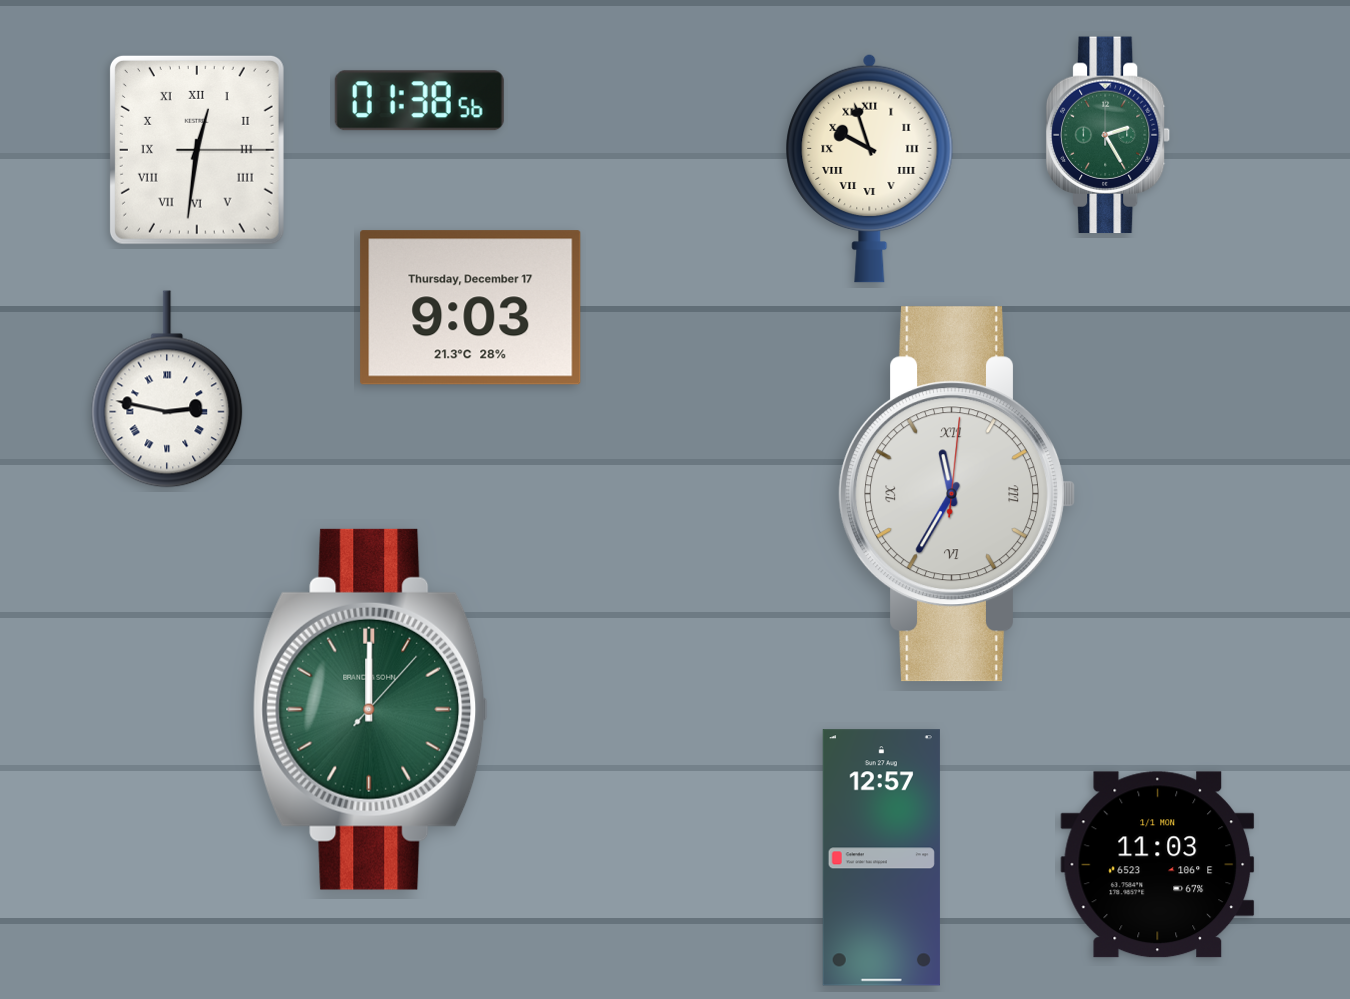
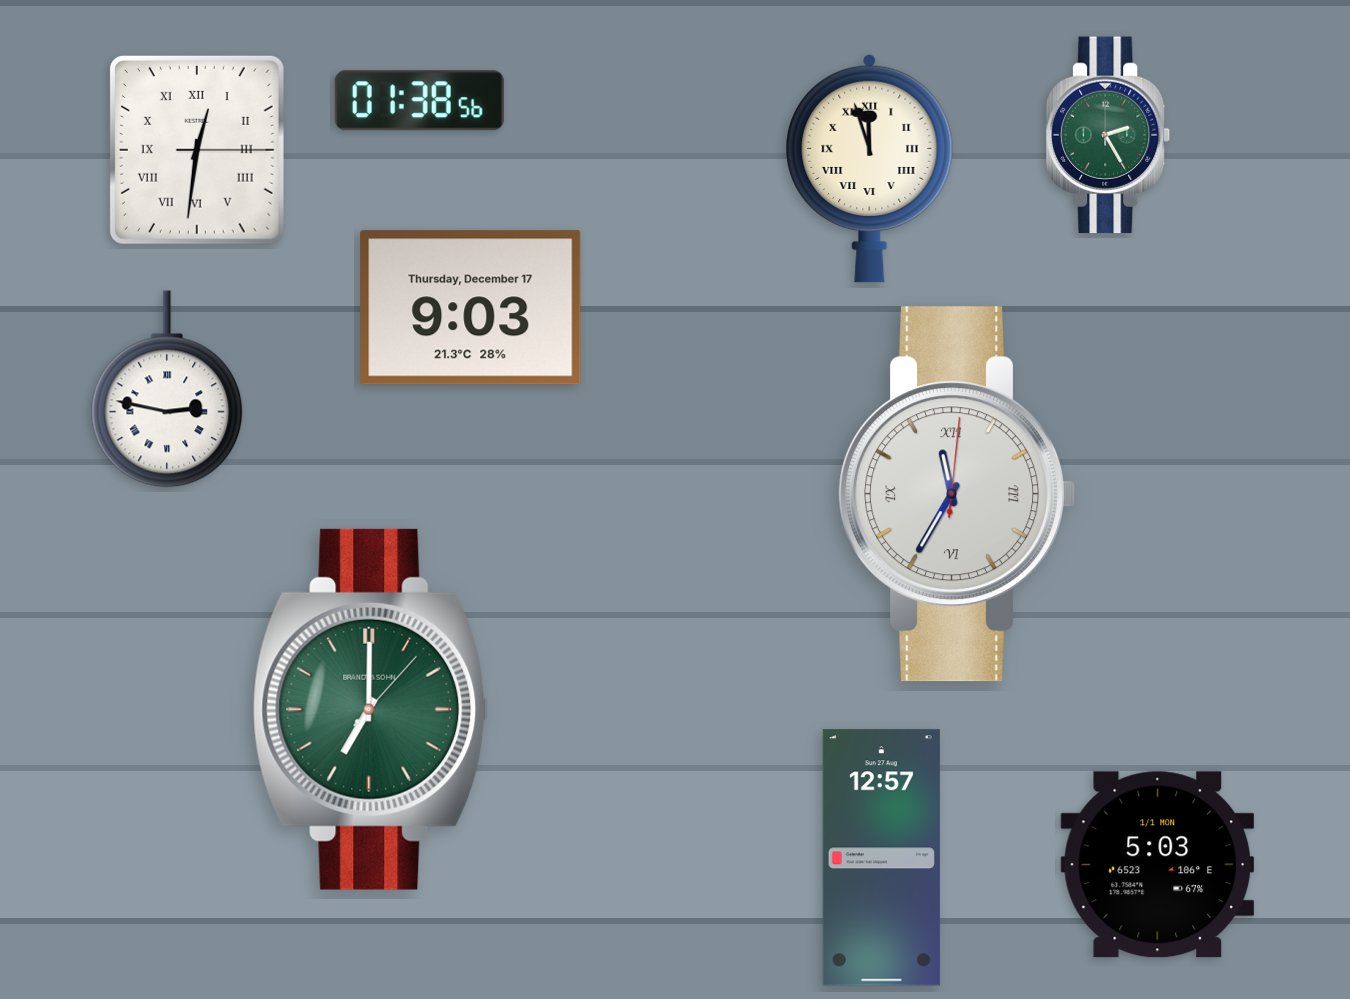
clock at (870, 168): 9:57 -> 11:57
clock at (370, 709): 12:00 -> 7:00
clock at (1158, 865): 11:03 -> 5:03
